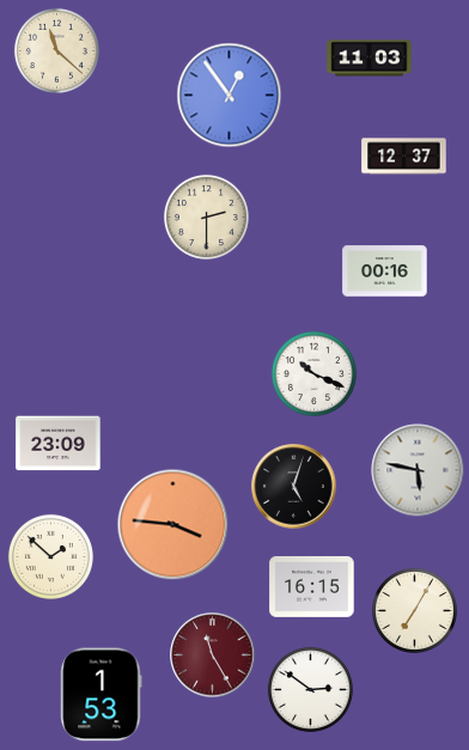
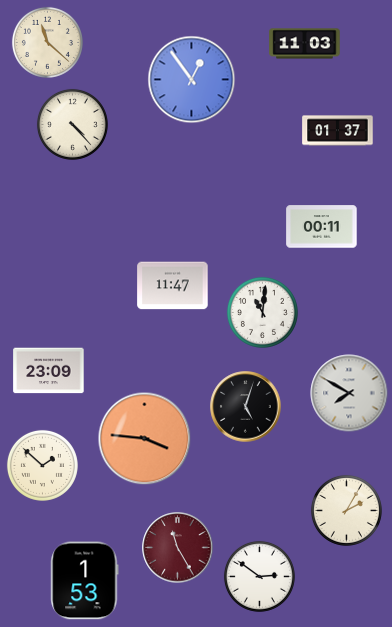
clock at (370, 59) position: (370, 59) -> (305, 44)
clock at (72, 124): none -> 4:23
clock at (404, 157): 12:37 -> 01:37
clock at (206, 217): 2:30 -> none
clock at (385, 272): 00:16 -> 00:11
clock at (173, 286): none -> 11:47
clock at (313, 373): 10:19 -> 11:01
clock at (418, 470): 5:47 -> 7:50
clock at (312, 586): 16:15 -> none
clock at (414, 610): 7:05 -> 2:05
